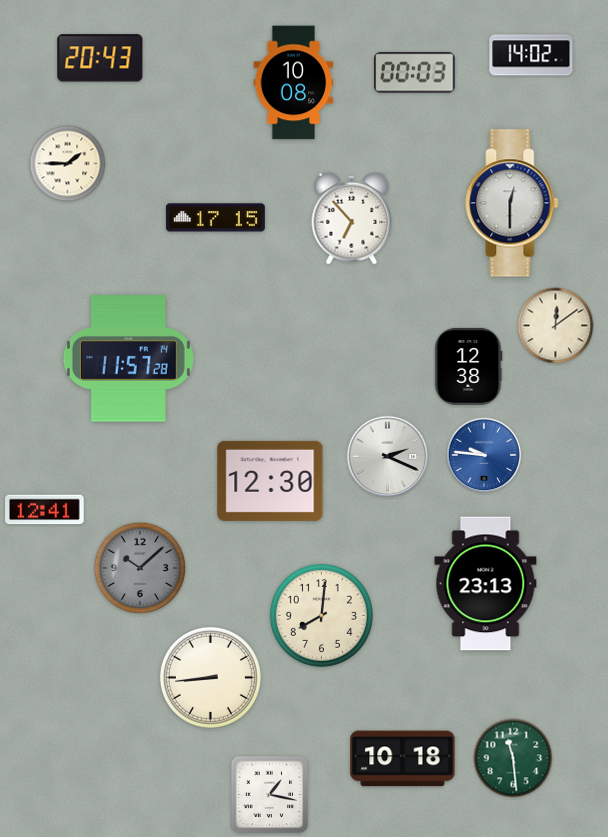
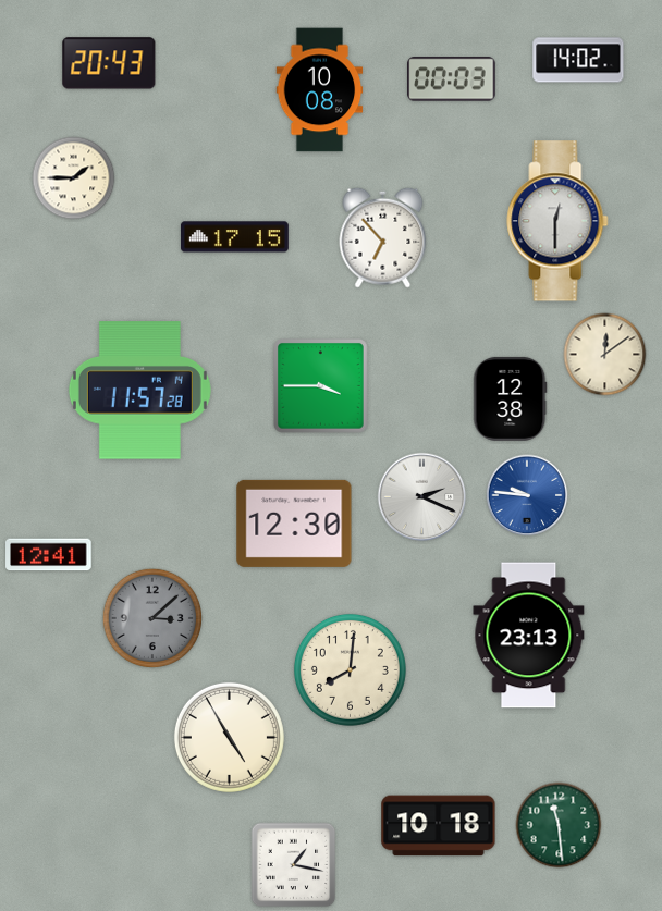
clock at (321, 386): none -> 3:45
clock at (140, 568): 10:08 -> 3:08
clock at (210, 677): 8:44 -> 4:55
